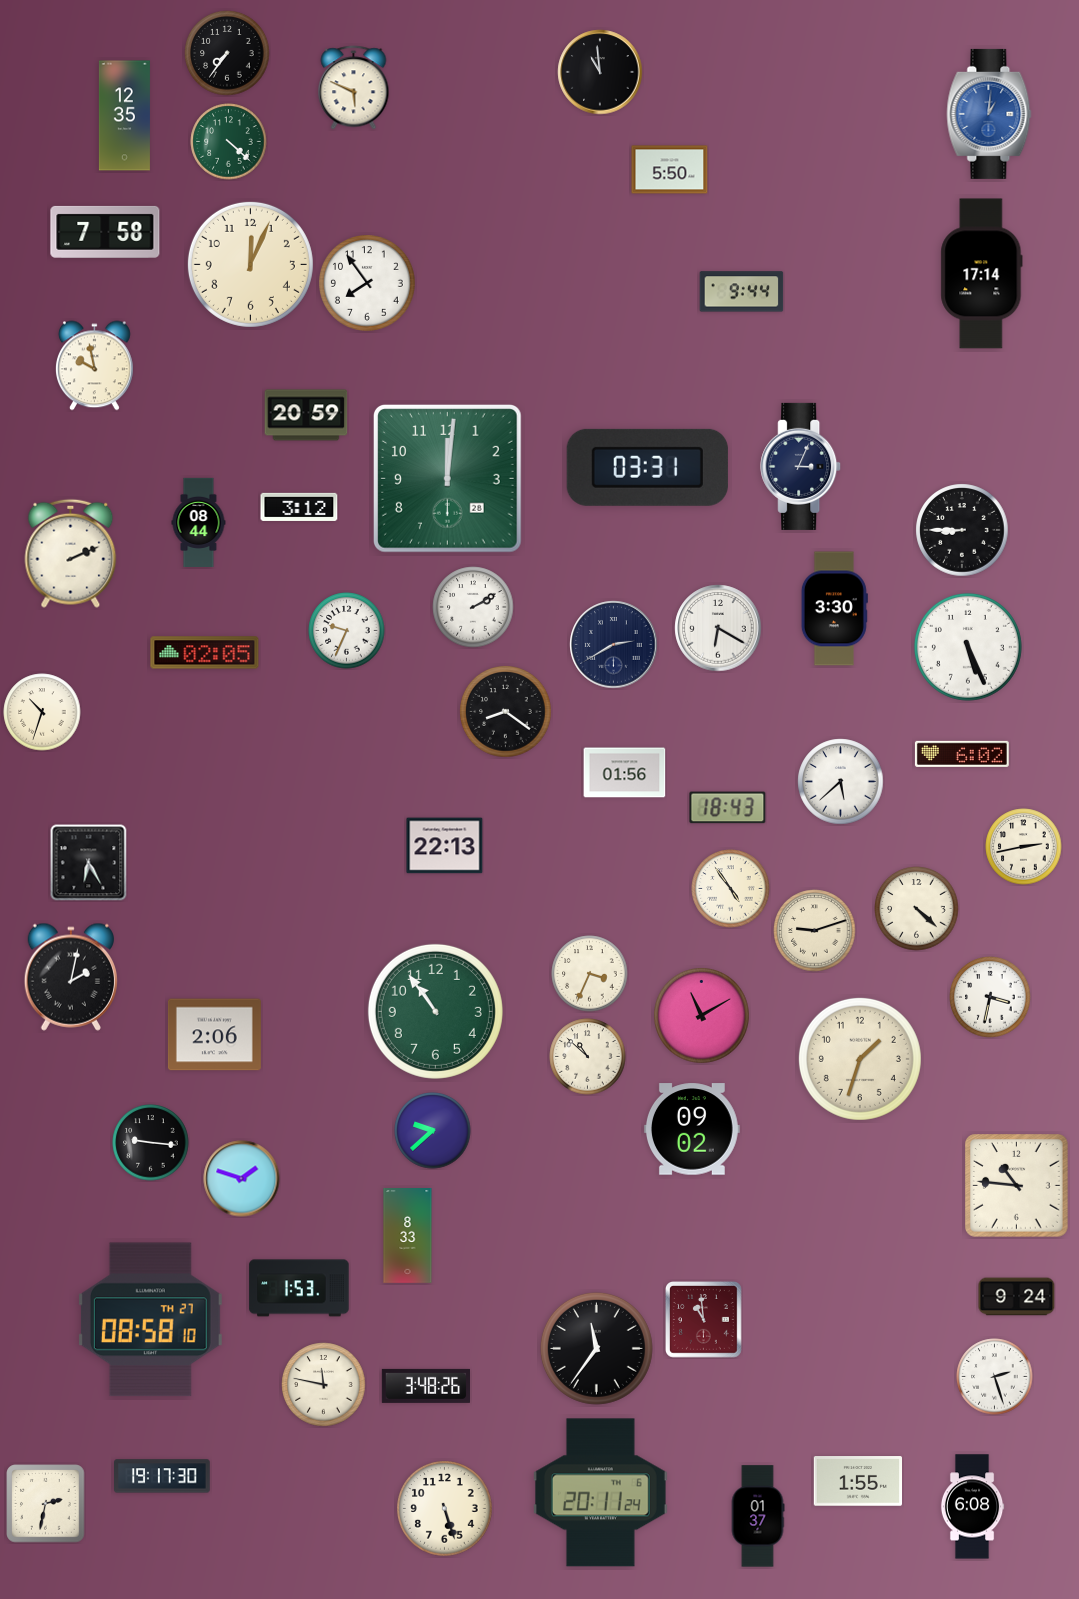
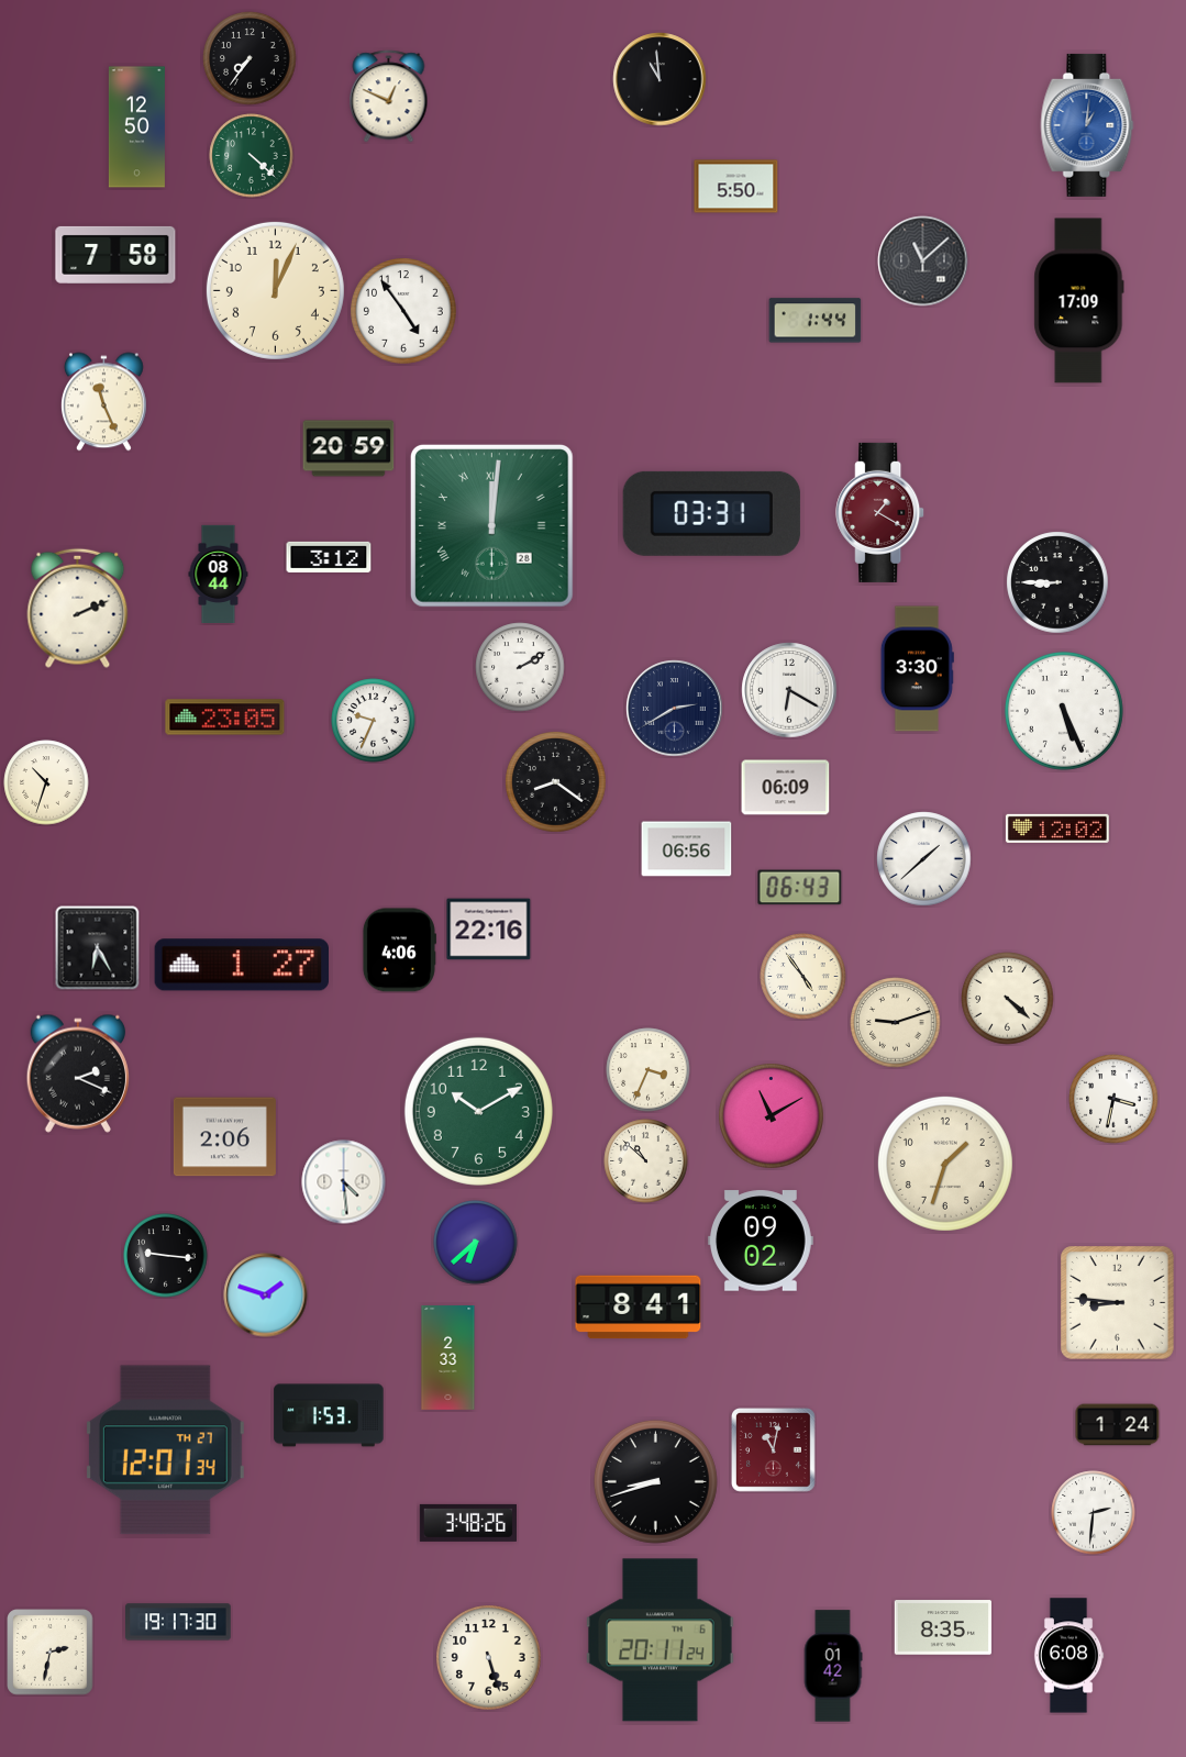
clock at (354, 88): 5:49 -> 12:49
clock at (124, 116): 12:35 -> 12:50
clock at (923, 262): none -> 11:08
clock at (982, 274): 17:14 -> 17:09
clock at (367, 283): 7:54 -> 4:54
clock at (742, 292): 9:44 -> 1:44
clock at (94, 366): 9:58 -> 11:26
clock at (306, 415) position: (306, 415) -> (348, 448)
clock at (801, 466): 3:04 -> 1:20
clock at (801, 466) dial: navy -> burgundy
clock at (447, 478) numerals: Arabic -> Roman
clock at (347, 631) position: (347, 631) -> (374, 721)
clock at (205, 653): 02:05 -> 23:05
clock at (786, 788): none -> 06:09
clock at (962, 754): 6:02 -> 12:02
clock at (625, 773): 01:56 -> 06:56
clock at (841, 782): 5:38 -> 1:38
clock at (728, 808): 18:43 -> 06:43
clock at (445, 846): 22:13 -> 22:16
clock at (1024, 847): 2:43 -> none
clock at (399, 950): none -> 4:06
clock at (241, 965): none -> 1:27
clock at (71, 977): 2:02 -> 2:19
clock at (990, 997) position: (990, 997) -> (1113, 1099)
clock at (435, 1011): 10:54 -> 10:10
clock at (214, 1035) position: (214, 1035) -> (224, 1137)
clock at (344, 1182): none -> 4:29
clock at (433, 1131): 9:38 -> 6:38
clock at (1017, 1186): 10:46 -> 8:46
clock at (639, 1308): none -> 8:41
clock at (408, 1236): 8:33 -> 2:33
clock at (1017, 1297): 9:24 -> 1:24
clock at (150, 1320): 08:58 -> 12:01
clock at (704, 1320): 10:59 -> 11:02
clock at (596, 1348): 11:36 -> 8:42
clock at (995, 1377): 2:27 -> 2:31
clock at (324, 1385): 11:47 -> none
clock at (857, 1481): 1:55 -> 8:35
clock at (758, 1516): 01:37 -> 01:42
